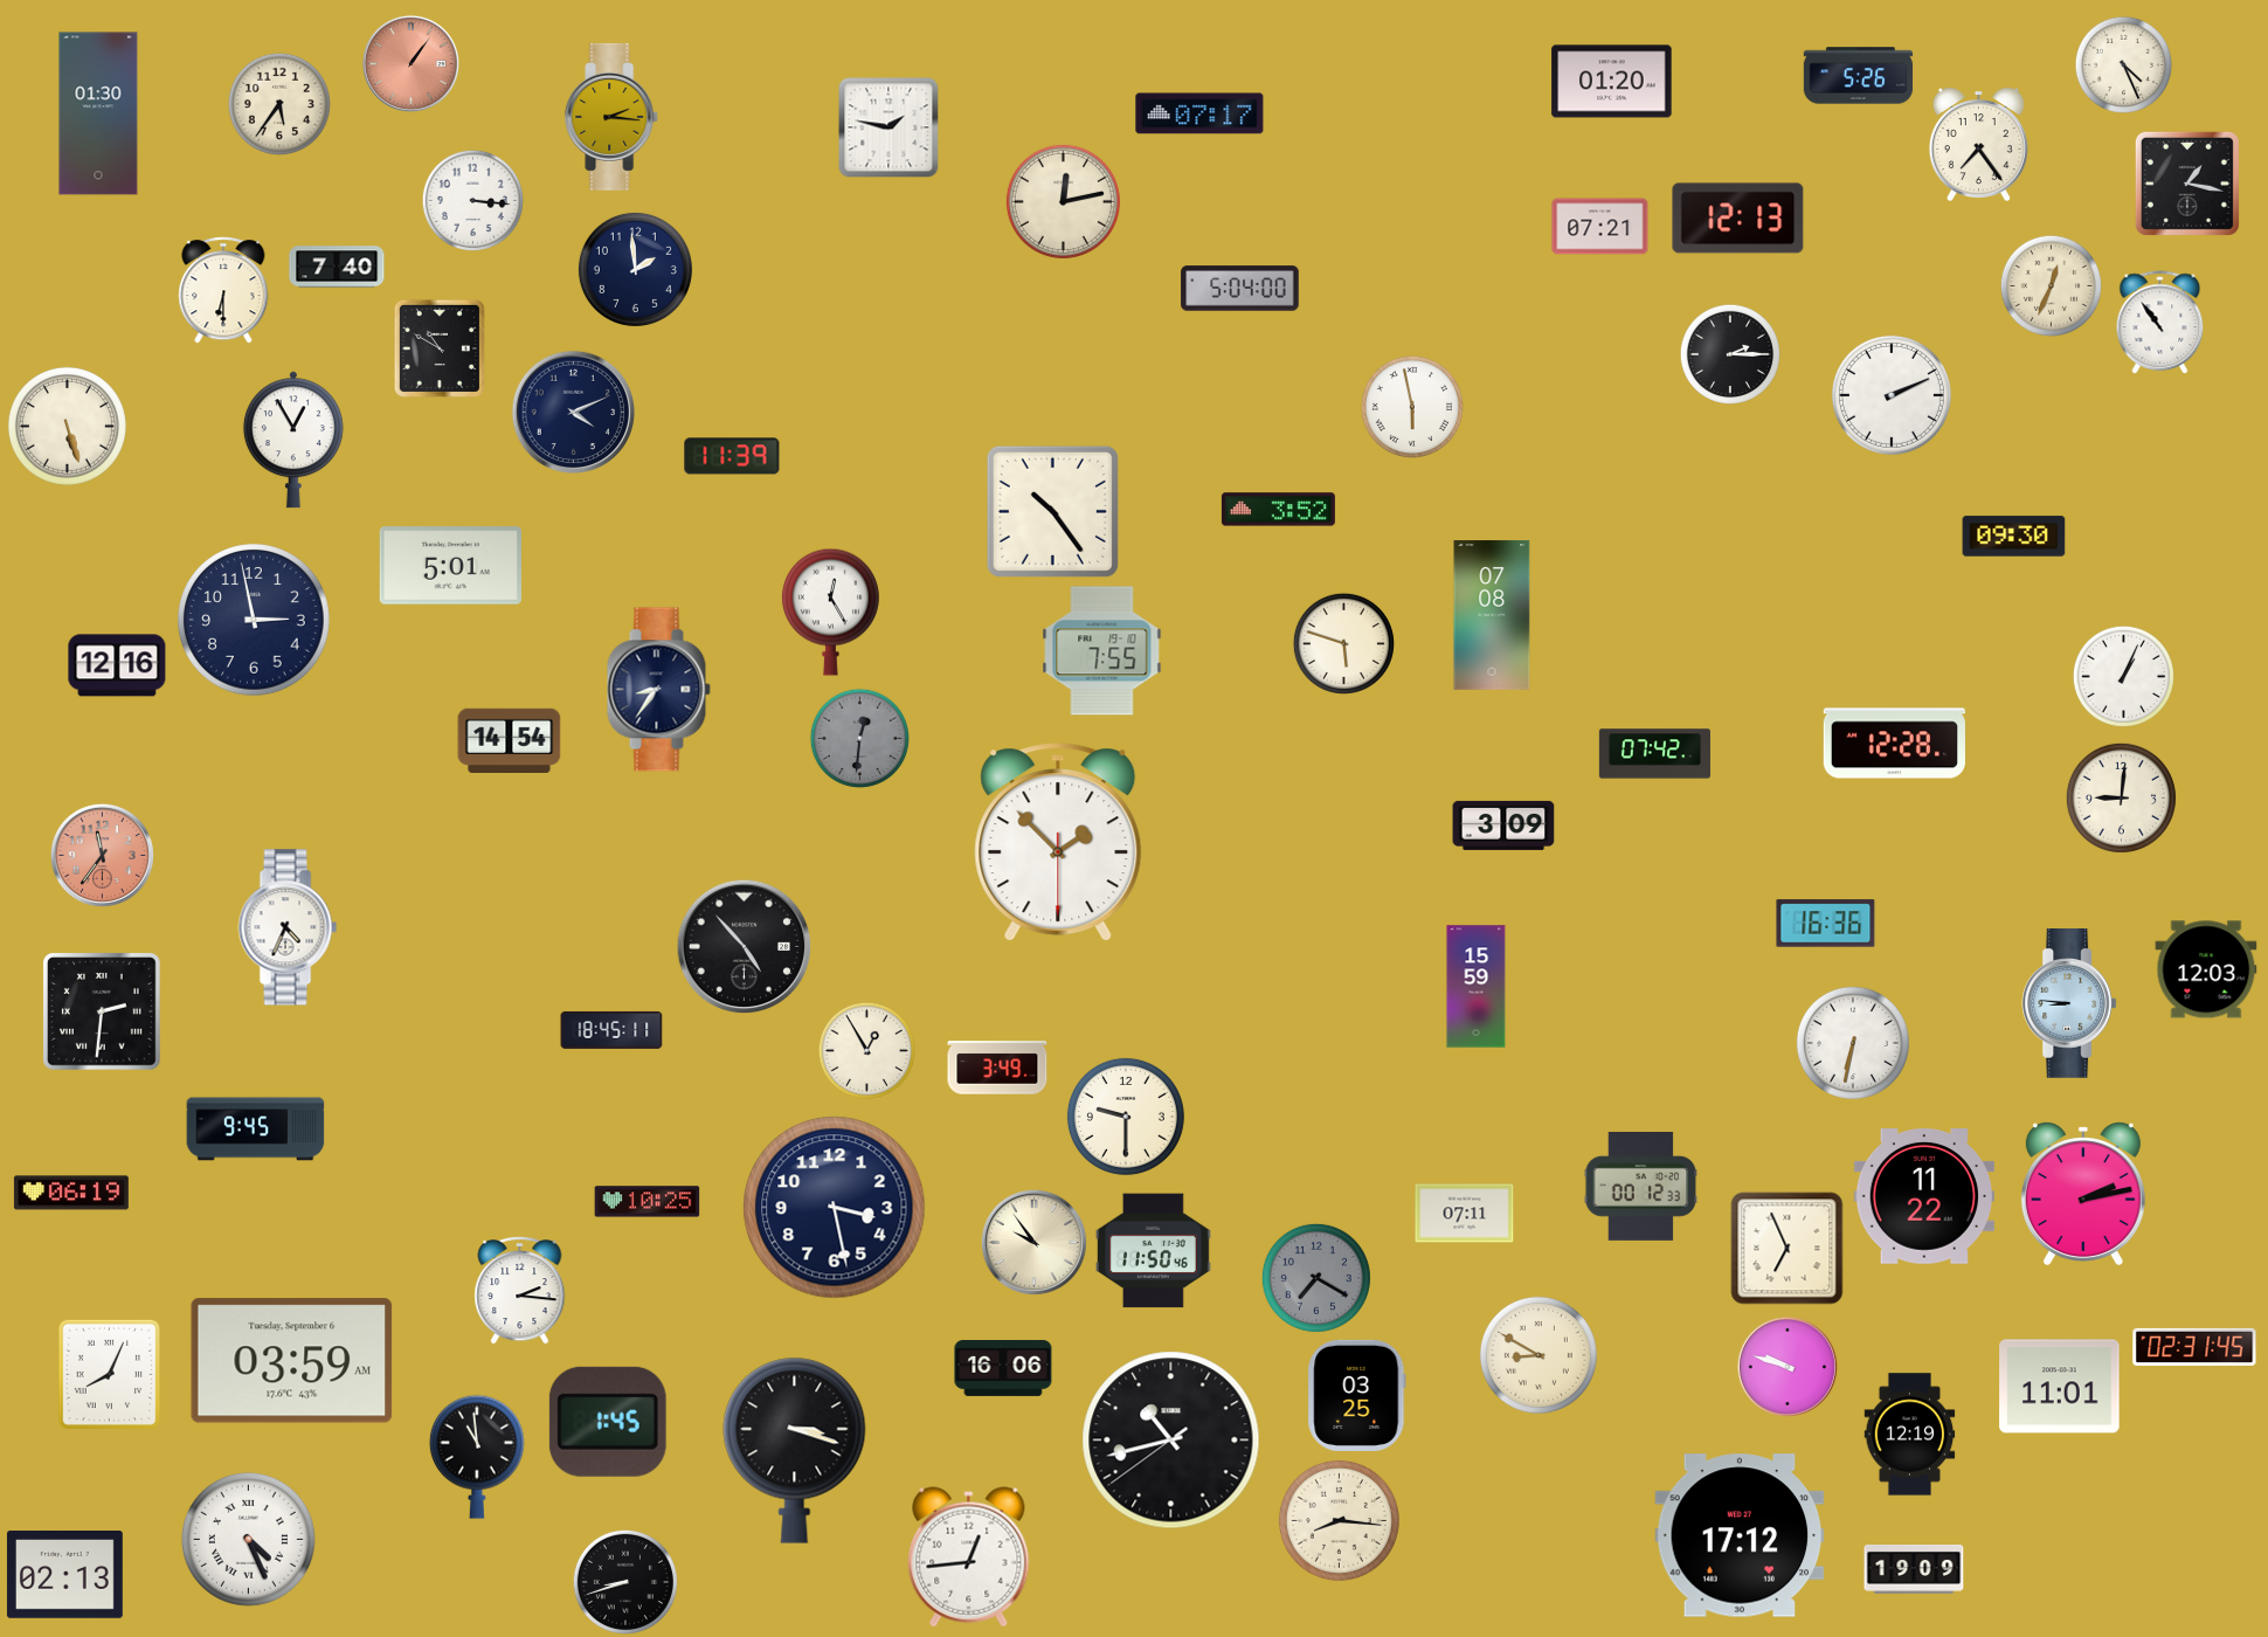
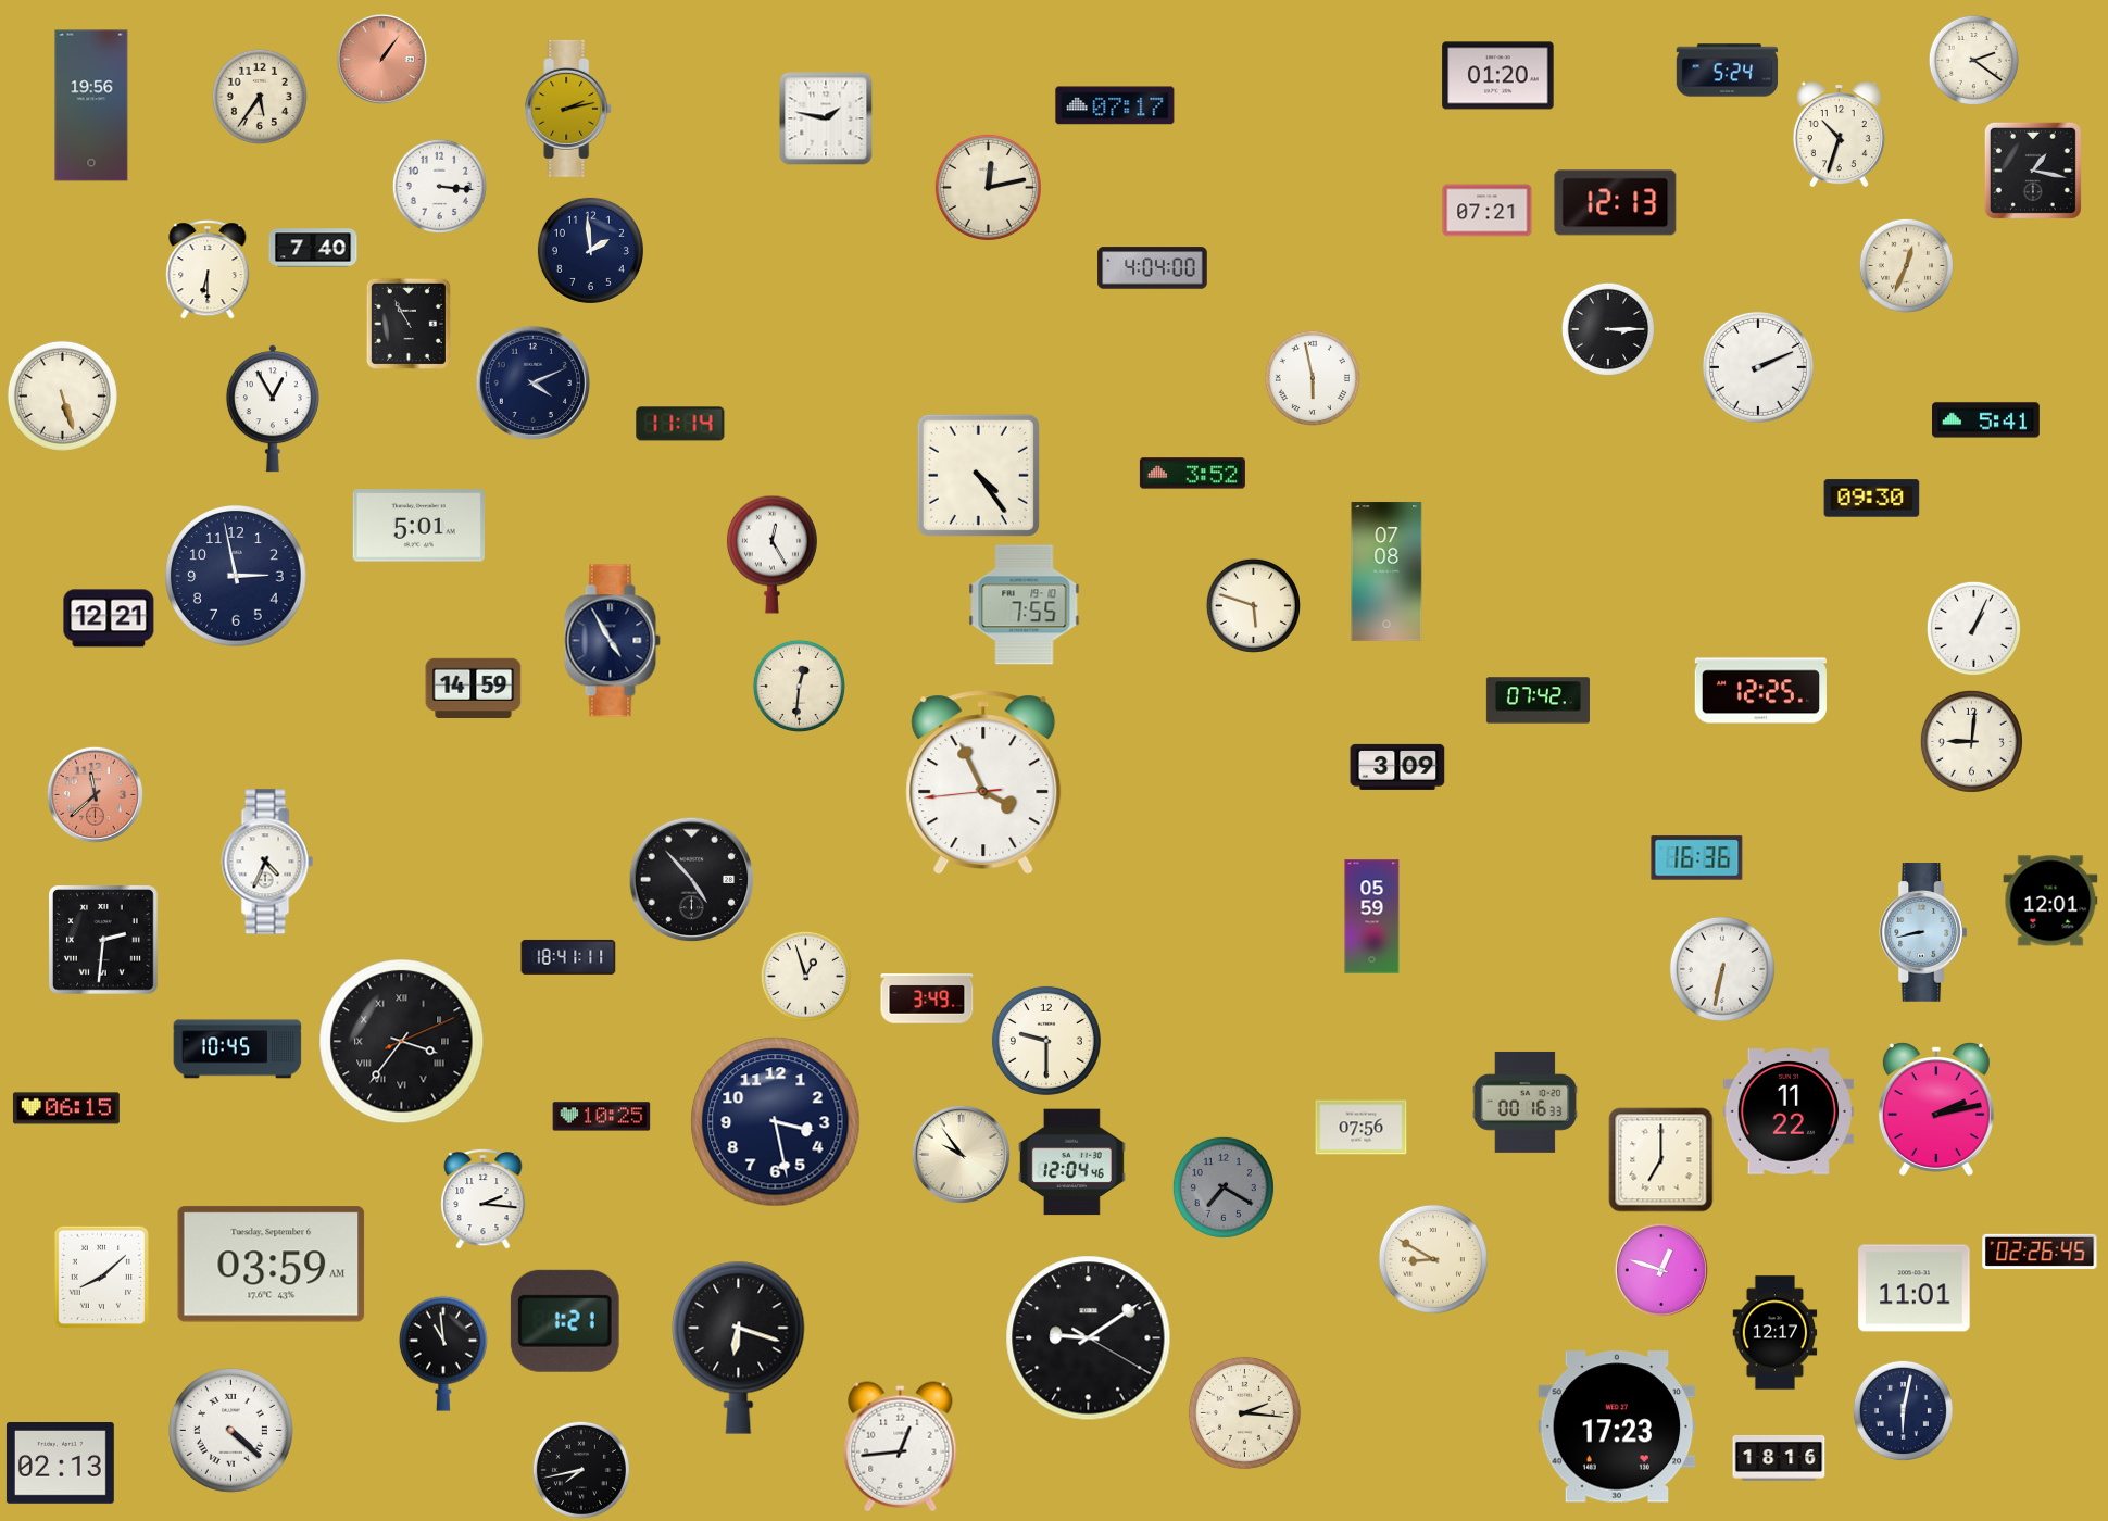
clock at (2123, 64): 4:26 -> 2:21
clock at (1859, 76): 5:26 -> 5:24
clock at (98, 113): 01:30 -> 19:56
clock at (613, 117): 2:16 -> 2:13
clock at (1978, 144): 7:24 -> 10:33
clock at (1240, 289): 5:04 -> 4:04
clock at (2160, 323): 10:54 -> none
clock at (440, 348): 10:50 -> 10:55
clock at (1730, 354): 2:15 -> 3:15
clock at (1986, 420): none -> 5:41
clock at (732, 456): 11:39 -> 11:14
clock at (1278, 510) position: (1278, 510) -> (1192, 474)
clock at (1052, 511): 10:24 -> 4:24
clock at (830, 612) position: (830, 612) -> (771, 554)
clock at (1343, 643) position: (1343, 643) -> (1253, 605)
clock at (117, 665): 12:16 -> 12:21
clock at (658, 690): 8:36 -> 4:55
clock at (859, 738) dial: grey -> cream
clock at (510, 740): 14:54 -> 14:59
clock at (1894, 744): 12:28 -> 12:25
clock at (1058, 843): 1:52 -> 3:55
clock at (102, 855): 11:36 -> 11:38
clock at (2206, 969): 12:03 -> 12:01
clock at (1477, 987): 15:59 -> 05:59
clock at (2069, 1003): 8:46 -> 8:43
clock at (102, 1011) position: (102, 1011) -> (103, 940)
clock at (611, 1030): 18:45 -> 18:41
clock at (866, 1050): 12:55 -> 12:57
clock at (997, 1068) position: (997, 1068) -> (927, 998)
clock at (1126, 1117) position: (1126, 1117) -> (1046, 1041)
clock at (402, 1042): none -> 3:36
clock at (256, 1130): 9:45 -> 10:45
clock at (1641, 1186): 00:12 -> 00:16
clock at (71, 1193): 06:19 -> 06:15
clock at (1465, 1214): 07:11 -> 07:56
clock at (1788, 1249): 6:56 -> 7:00
clock at (1153, 1251): 11:50 -> 12:04
clock at (2194, 1347): 02:31 -> 02:26
clock at (1538, 1355) position: (1538, 1355) -> (1433, 1259)
clock at (1788, 1367): 9:48 -> 12:48
clock at (1003, 1369): 16:06 -> none
clock at (109, 1374): 8:04 -> 8:08
clock at (1357, 1395): 03:25 -> none
clock at (608, 1422): 1:45 -> 1:21
clock at (1910, 1435): 12:19 -> 12:17
clock at (1171, 1441): 10:42 -> 9:09
clock at (795, 1450): 3:18 -> 6:18
clock at (1903, 1410): none -> 6:02
clock at (1339, 1520): 8:16 -> 2:16
clock at (1740, 1535): 17:12 -> 17:23
clock at (248, 1539): 4:26 -> 4:22
clock at (1914, 1569): 19:09 -> 18:16
clock at (625, 1582): 8:42 -> 7:43
